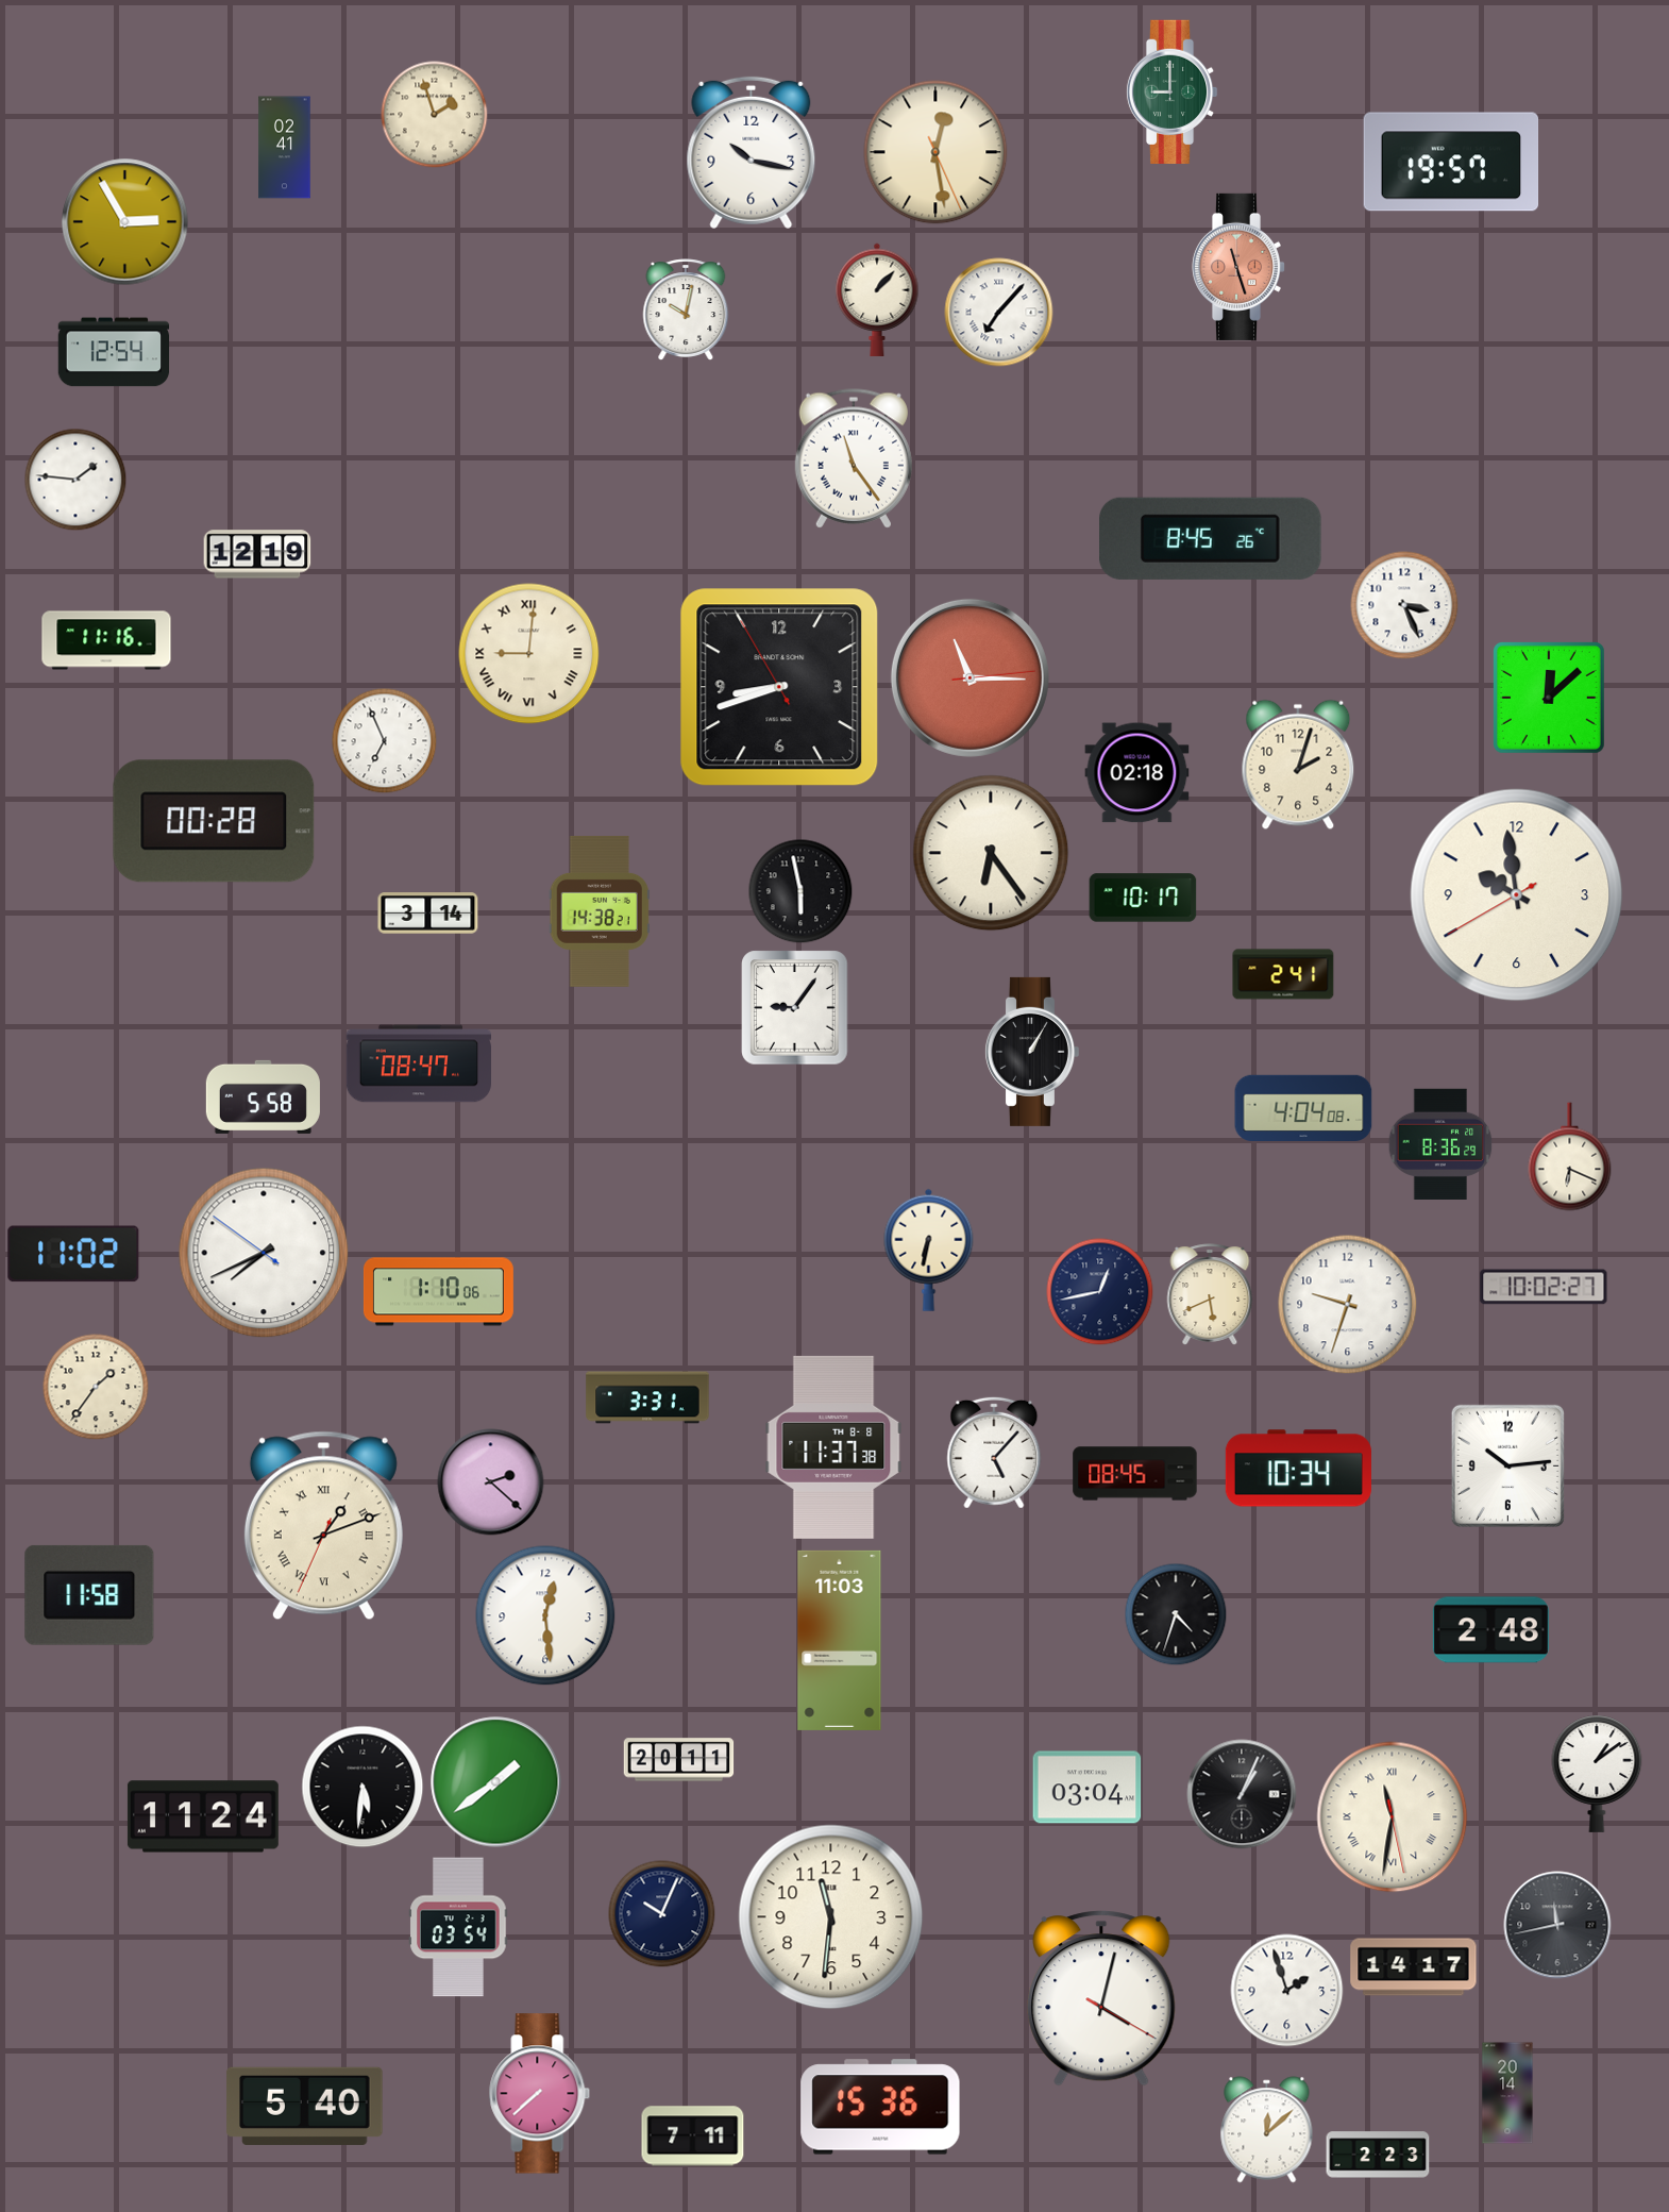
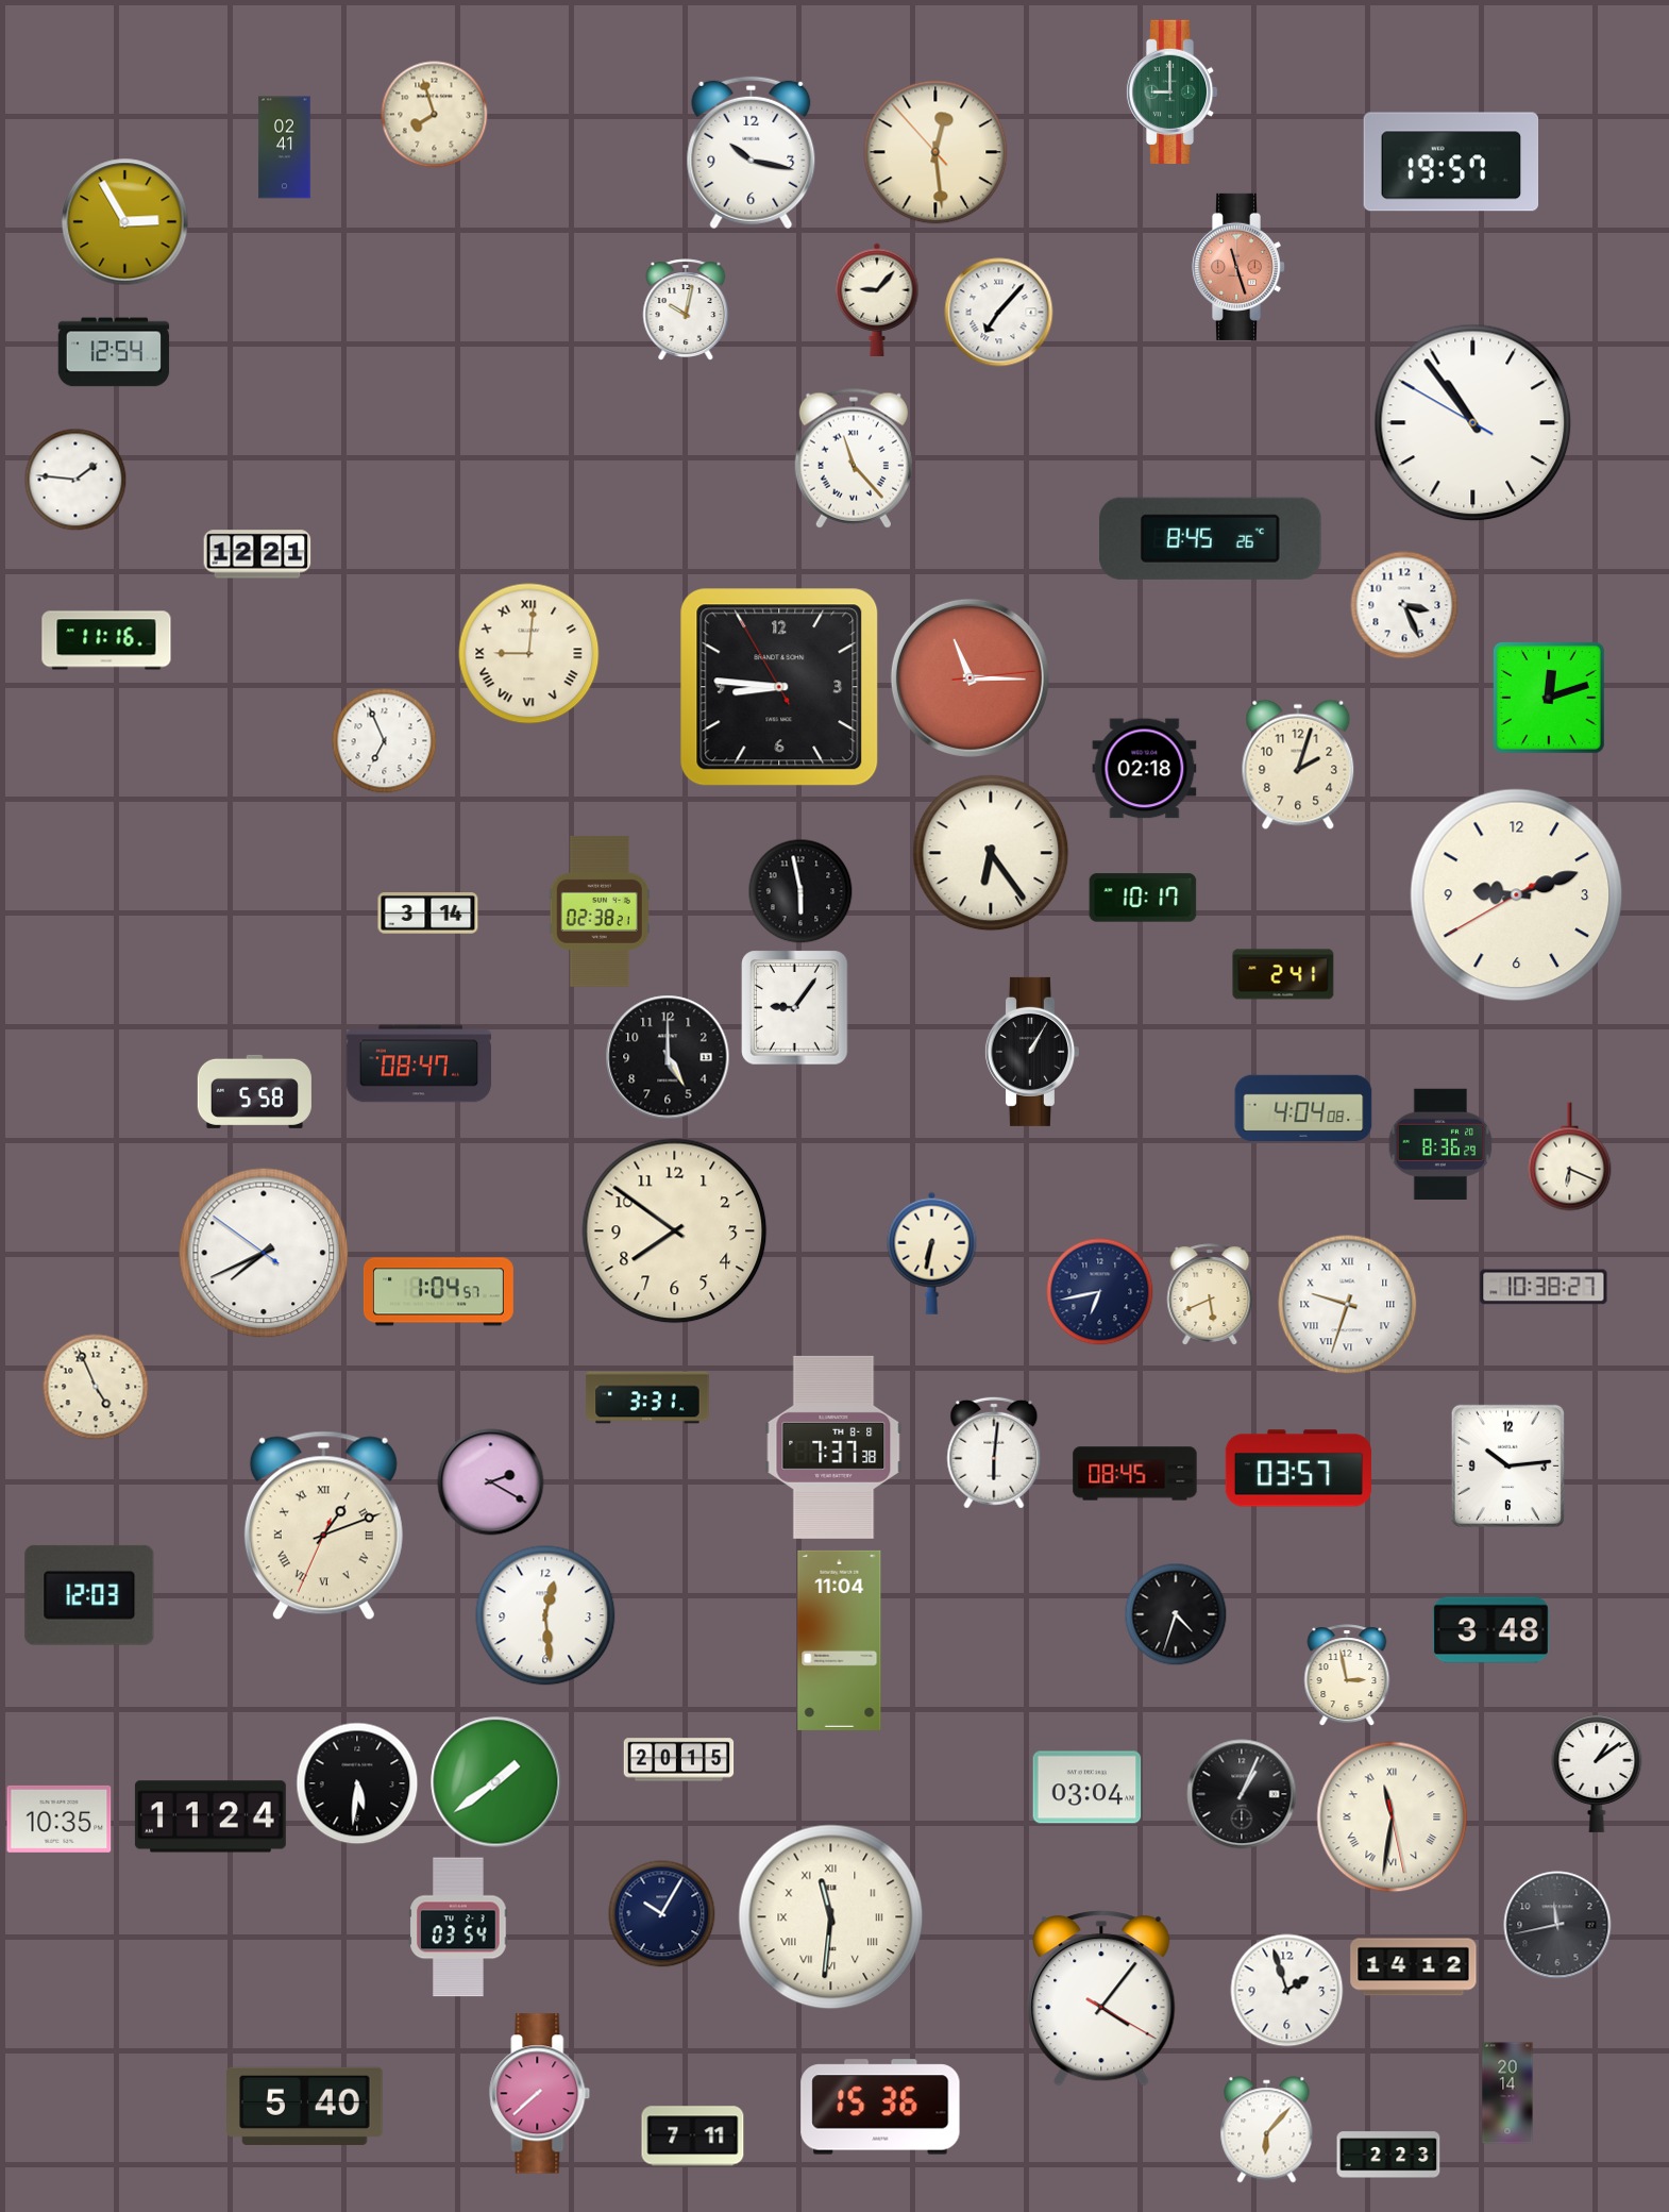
clock at (435, 115): 1:57 -> 7:57
clock at (935, 152): 12:28:26 -> 12:28:53
clock at (877, 300): 1:07 -> 9:07
clock at (1473, 423): none -> 10:53
clock at (854, 458): 11:24 -> 11:23
clock at (257, 554): 12:19 -> 12:21
clock at (779, 687): 8:41 -> 8:45
clock at (1549, 698): 12:08 -> 12:12
clock at (1137, 773) position: (1137, 773) -> (1145, 769)
clock at (214, 821): 00:28 -> none
clock at (1517, 895): 9:58 -> 9:11
clock at (600, 911): 14:38 -> 02:38
clock at (668, 1057): none -> 5:00
clock at (263, 1096) position: (263, 1096) -> (254, 1091)
clock at (675, 1231): none -> 7:51
clock at (929, 1250) position: (929, 1250) -> (932, 1253)
clock at (73, 1254): 11:02 -> none
clock at (1544, 1287): 10:02 -> 10:38
clock at (438, 1292): 1:10 -> 1:04
clock at (1100, 1292): 12:43 -> 6:43
clock at (1348, 1305) numerals: Arabic -> Roman
clock at (96, 1387): 1:36 -> 4:56
clock at (833, 1447): 11:37 -> 7:37
clock at (994, 1453): 5:07 -> 6:01
clock at (1298, 1469): 10:34 -> 03:57
clock at (491, 1482): 2:22 -> 2:20
clock at (89, 1595): 11:58 -> 12:03
clock at (1490, 1630): 2:48 -> 3:48
clock at (840, 1640): 11:03 -> 11:04
clock at (1347, 1675): none -> 2:58
clock at (679, 1760): 20:11 -> 20:15
clock at (363, 1787) position: (363, 1787) -> (357, 1783)
clock at (203, 1816) position: (203, 1816) -> (210, 1816)
clock at (60, 1819): none -> 10:35
clock at (662, 1914): 10:04 -> 10:05
clock at (831, 1917) numerals: Arabic -> Roman
clock at (1414, 1967): 14:17 -> 14:12
clock at (1101, 1998): 4:02 -> 4:06
clock at (1267, 2130): 12:08 -> 6:07
clock at (1378, 2155) position: (1378, 2155) -> (1388, 2155)
